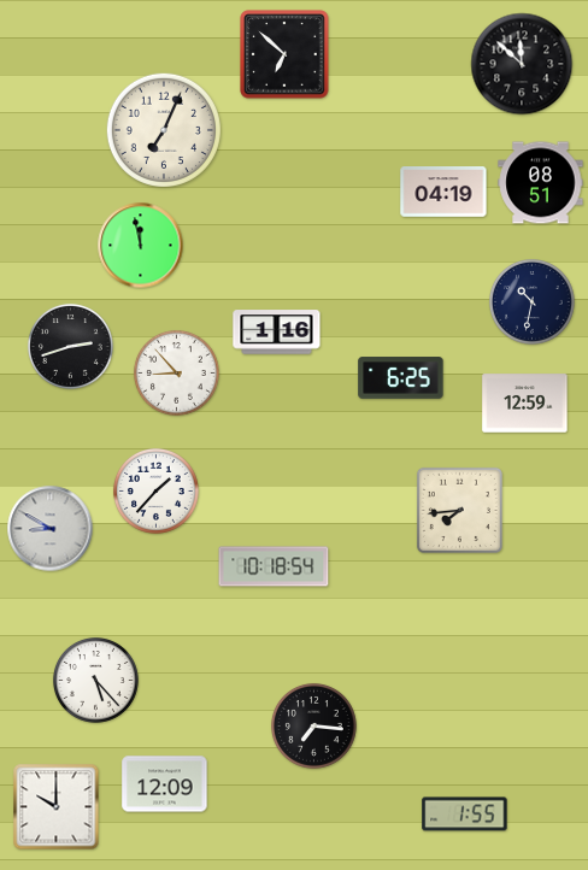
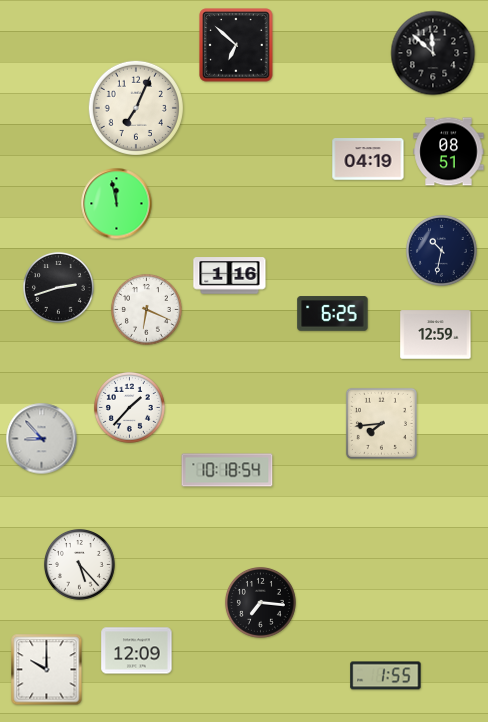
clock at (176, 372): 8:53 -> 6:19
clock at (51, 529): 8:50 -> 8:53
